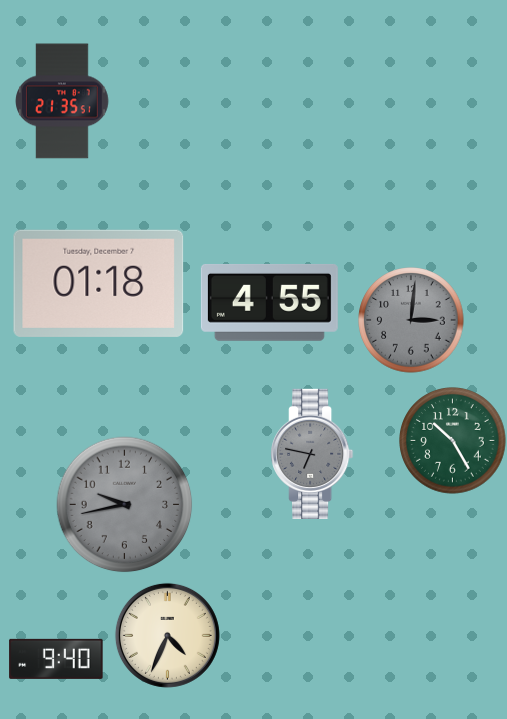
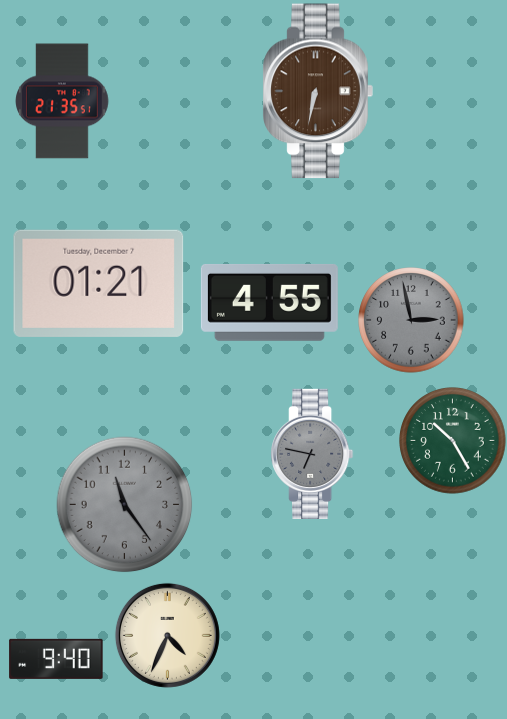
clock at (318, 91): none -> 6:32
clock at (99, 283): 01:18 -> 01:21
clock at (411, 320): 3:01 -> 2:58
clock at (125, 505): 9:43 -> 11:24
